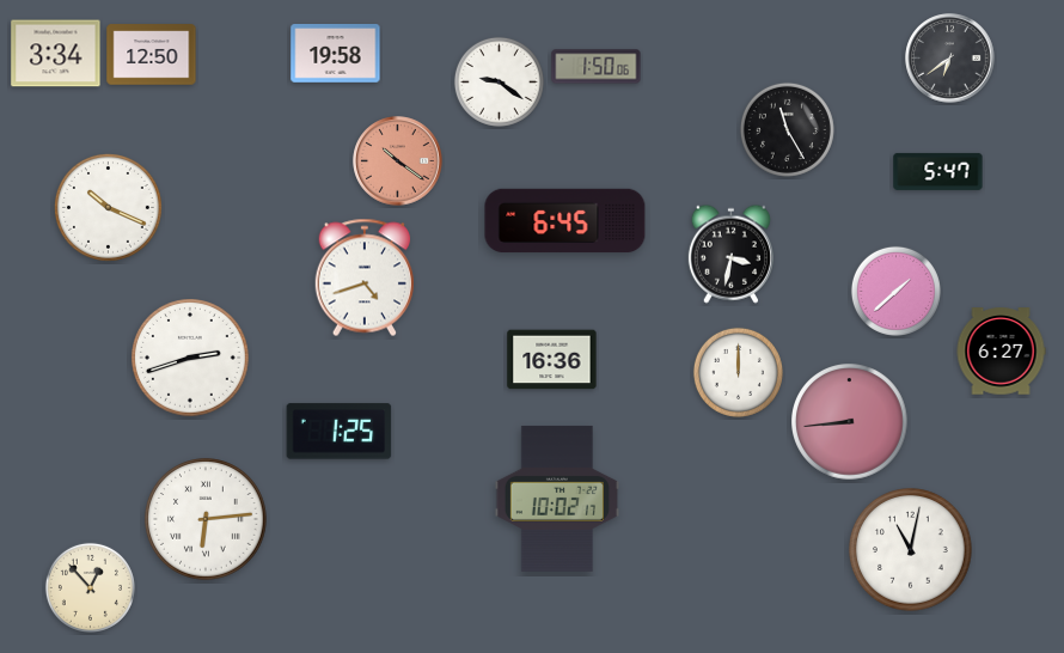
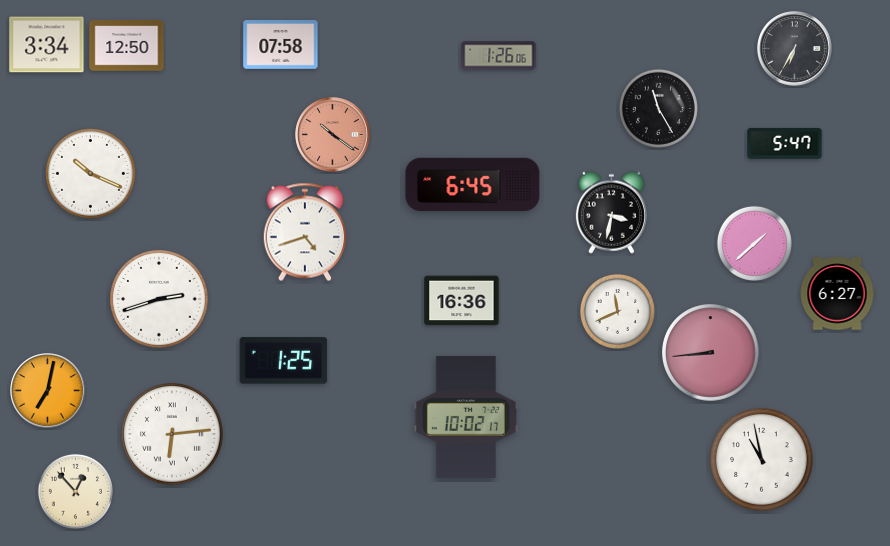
clock at (336, 54): 19:58 -> 07:58
clock at (950, 59): 6:39 -> 6:35
clock at (597, 67): 1:50 -> 1:26
clock at (499, 81): 9:21 -> none
clock at (895, 291) position: (895, 291) -> (754, 243)
clock at (738, 372): 12:00 -> 11:41
clock at (48, 391): none -> 7:02
clock at (911, 550): 11:02 -> 10:58
